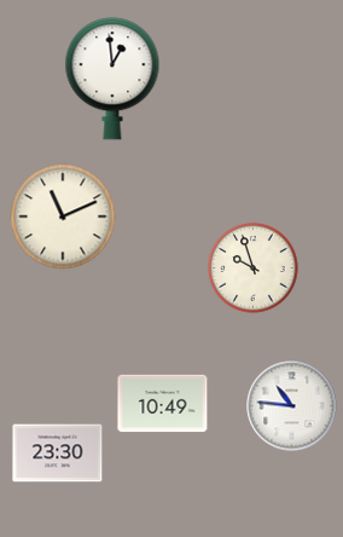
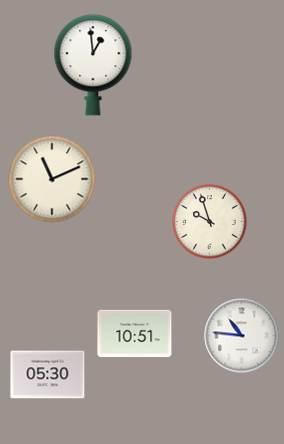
clock at (163, 404): 10:49 -> 10:51
clock at (58, 454): 23:30 -> 05:30
